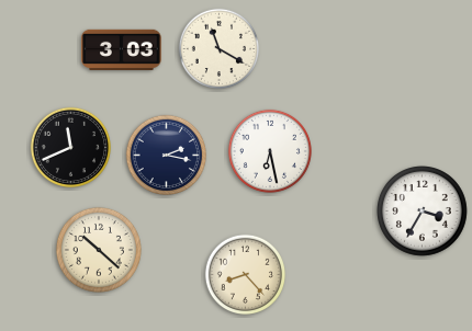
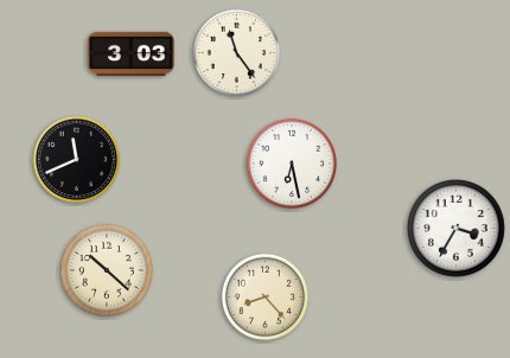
clock at (218, 48): 11:20 -> 11:24
clock at (166, 155): 2:17 -> none
